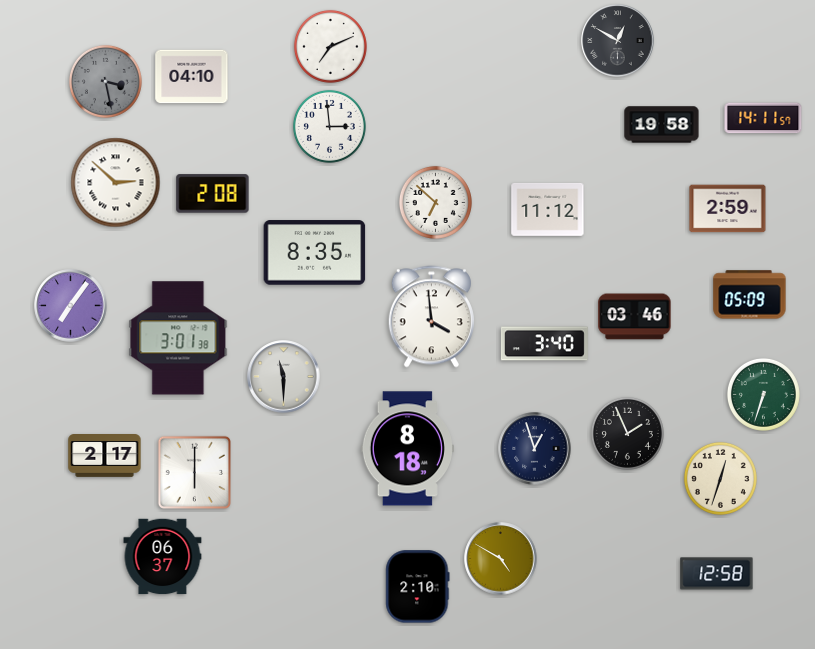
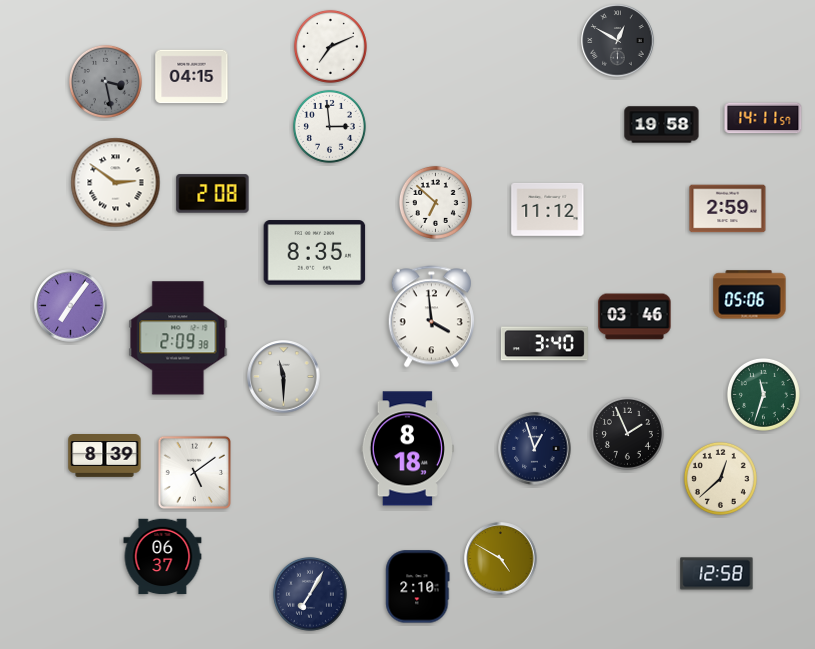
clock at (192, 77): 04:10 -> 04:15
clock at (116, 183): 2:52 -> 2:51
clock at (750, 295): 05:09 -> 05:06
clock at (178, 338): 3:01 -> 2:09
clock at (763, 394): 6:33 -> 11:33
clock at (105, 456): 2:17 -> 8:39
clock at (194, 472): 6:00 -> 5:09
clock at (720, 478): 12:33 -> 12:38
clock at (310, 594): none -> 7:05
